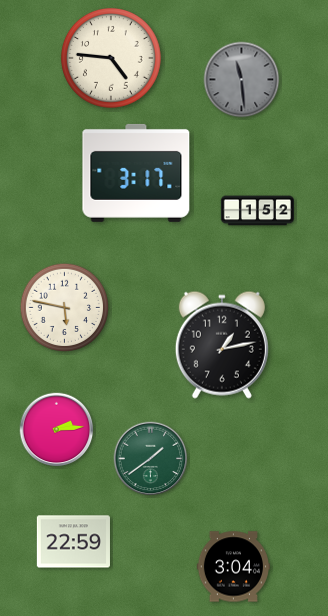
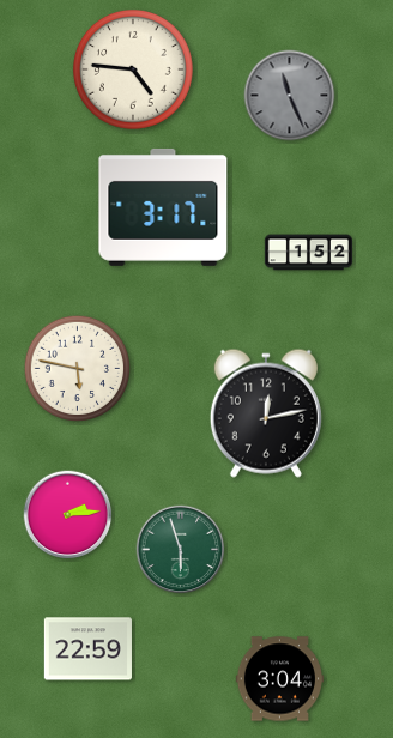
clock at (242, 80): 11:29 -> 11:26
clock at (222, 345): 1:13 -> 12:13
clock at (151, 459): 1:39 -> 5:57
